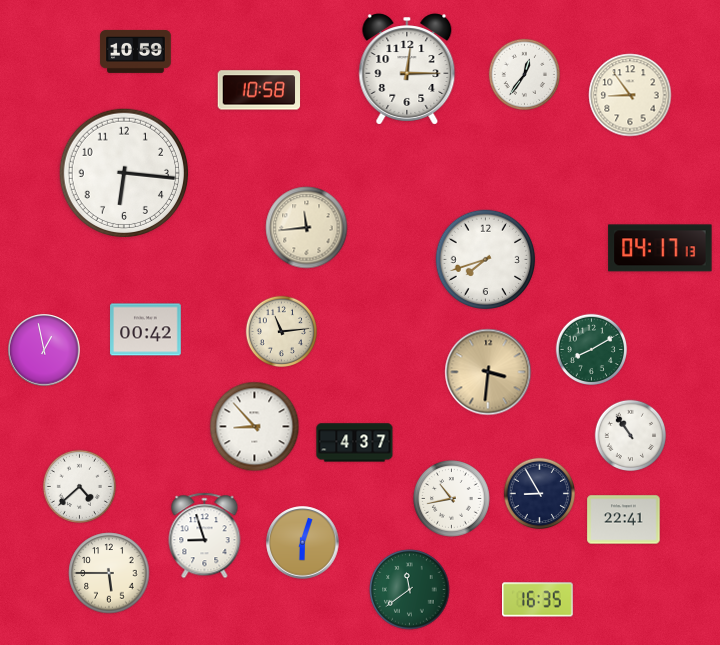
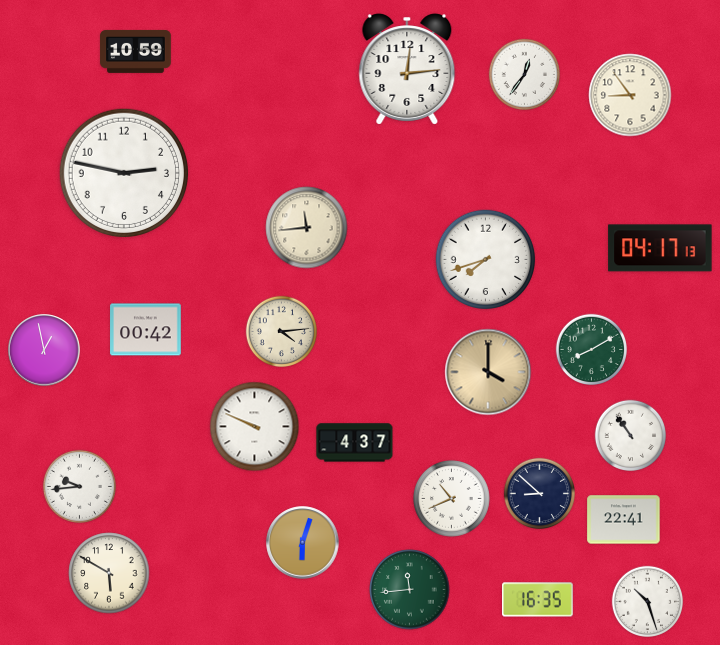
clock at (407, 69): 12:15 -> 12:14
clock at (259, 90): 10:58 -> none
clock at (123, 172): 6:16 -> 2:47
clock at (282, 332): 11:14 -> 4:14
clock at (488, 372): 3:31 -> 4:00
clock at (255, 427): 8:53 -> 9:49
clock at (79, 486): 4:38 -> 9:44
clock at (540, 494): 8:55 -> 8:52
clock at (452, 499): 10:43 -> 10:41
clock at (205, 536): 8:57 -> none
clock at (109, 573): 5:45 -> 5:50
clock at (410, 590): 11:39 -> 11:44
clock at (648, 602): none -> 10:27
